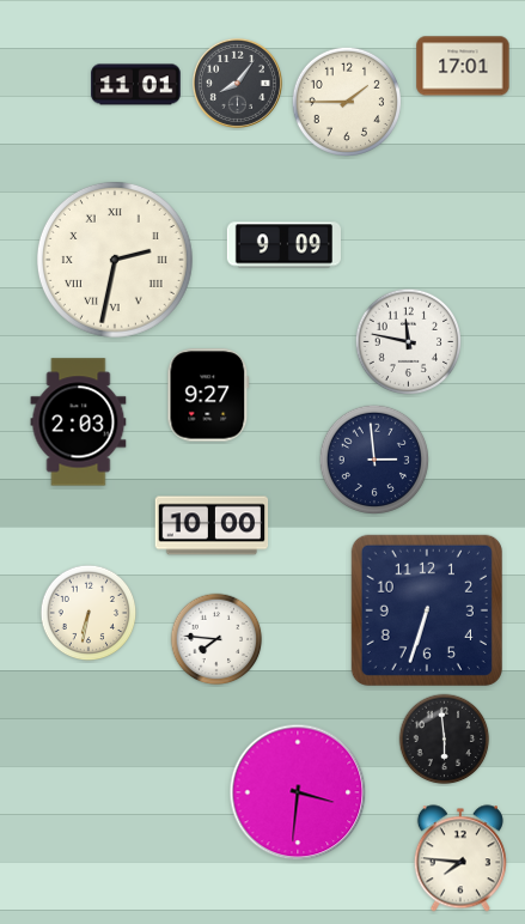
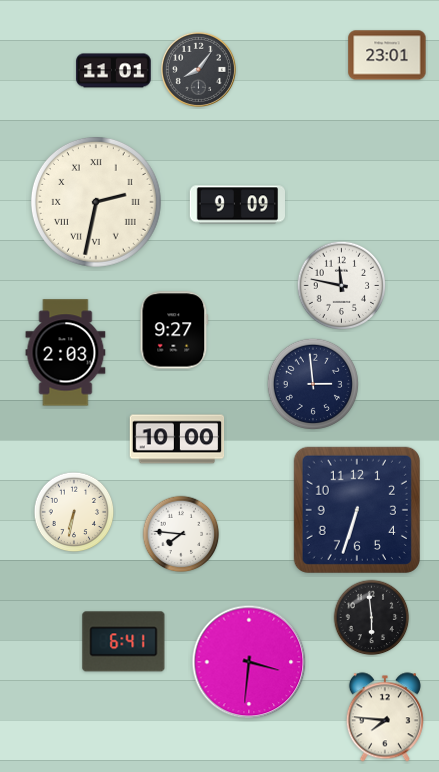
clock at (463, 66): 17:01 -> 23:01
clock at (346, 101): 1:45 -> none
clock at (115, 260) position: (115, 260) -> (96, 202)
clock at (124, 642): none -> 6:41
